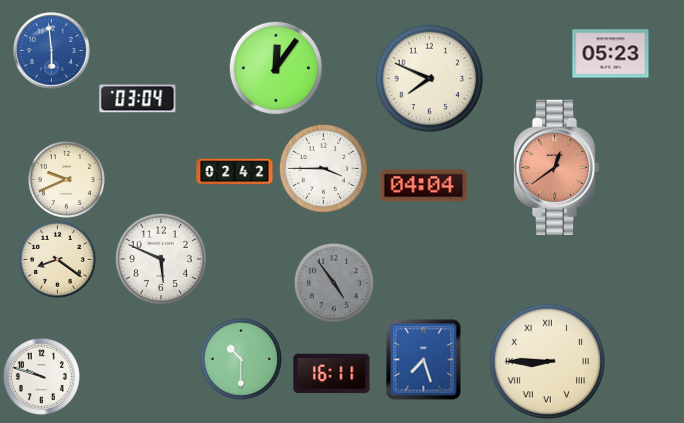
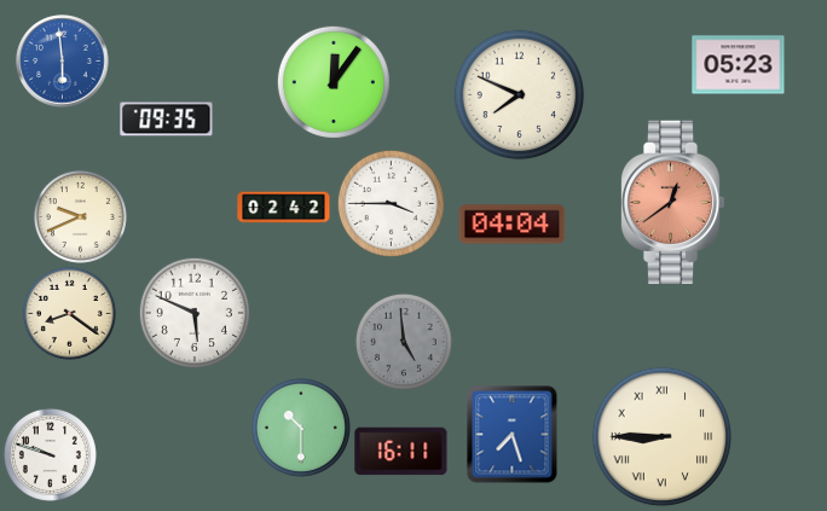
clock at (138, 99): 03:04 -> 09:35
clock at (334, 283): 4:54 -> 4:59
clock at (241, 359) position: (241, 359) -> (301, 428)
